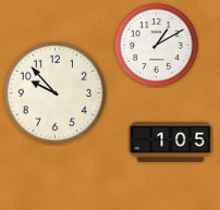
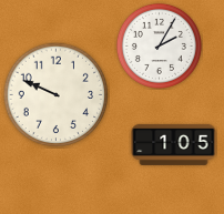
clock at (156, 45): 1:10 -> 2:05
clock at (54, 92): 9:53 -> 9:49
